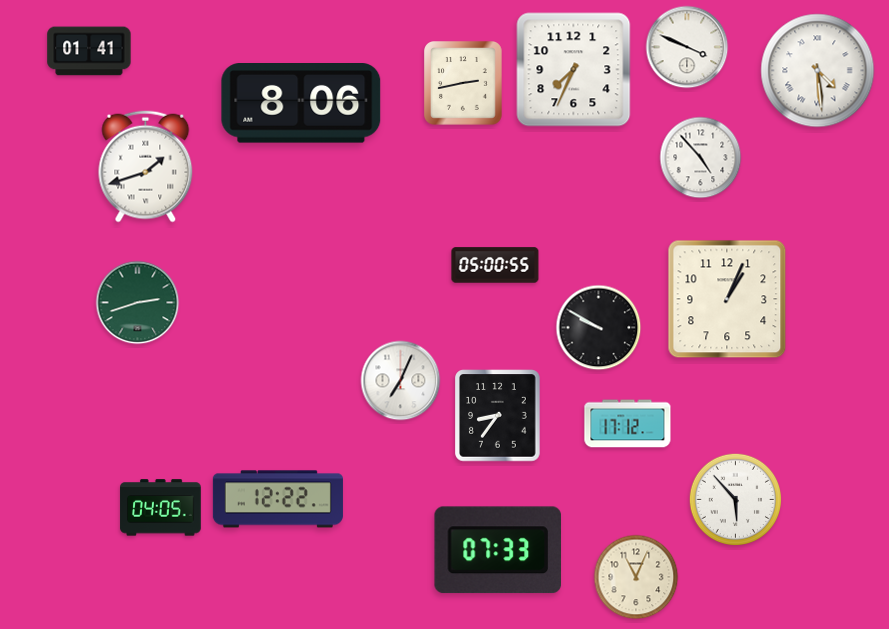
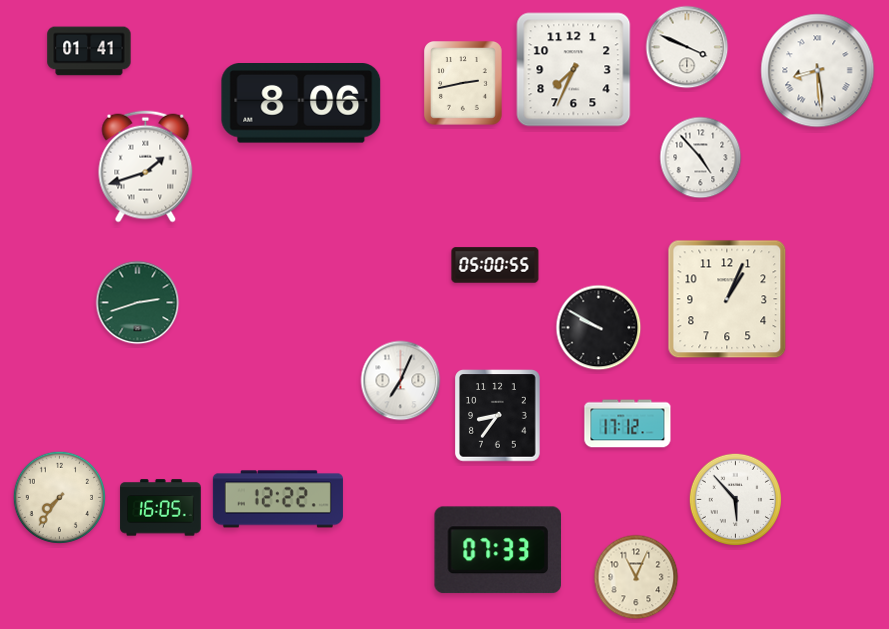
clock at (818, 71): 4:29 -> 8:29
clock at (59, 497): none -> 7:36
clock at (161, 508): 04:05 -> 16:05
